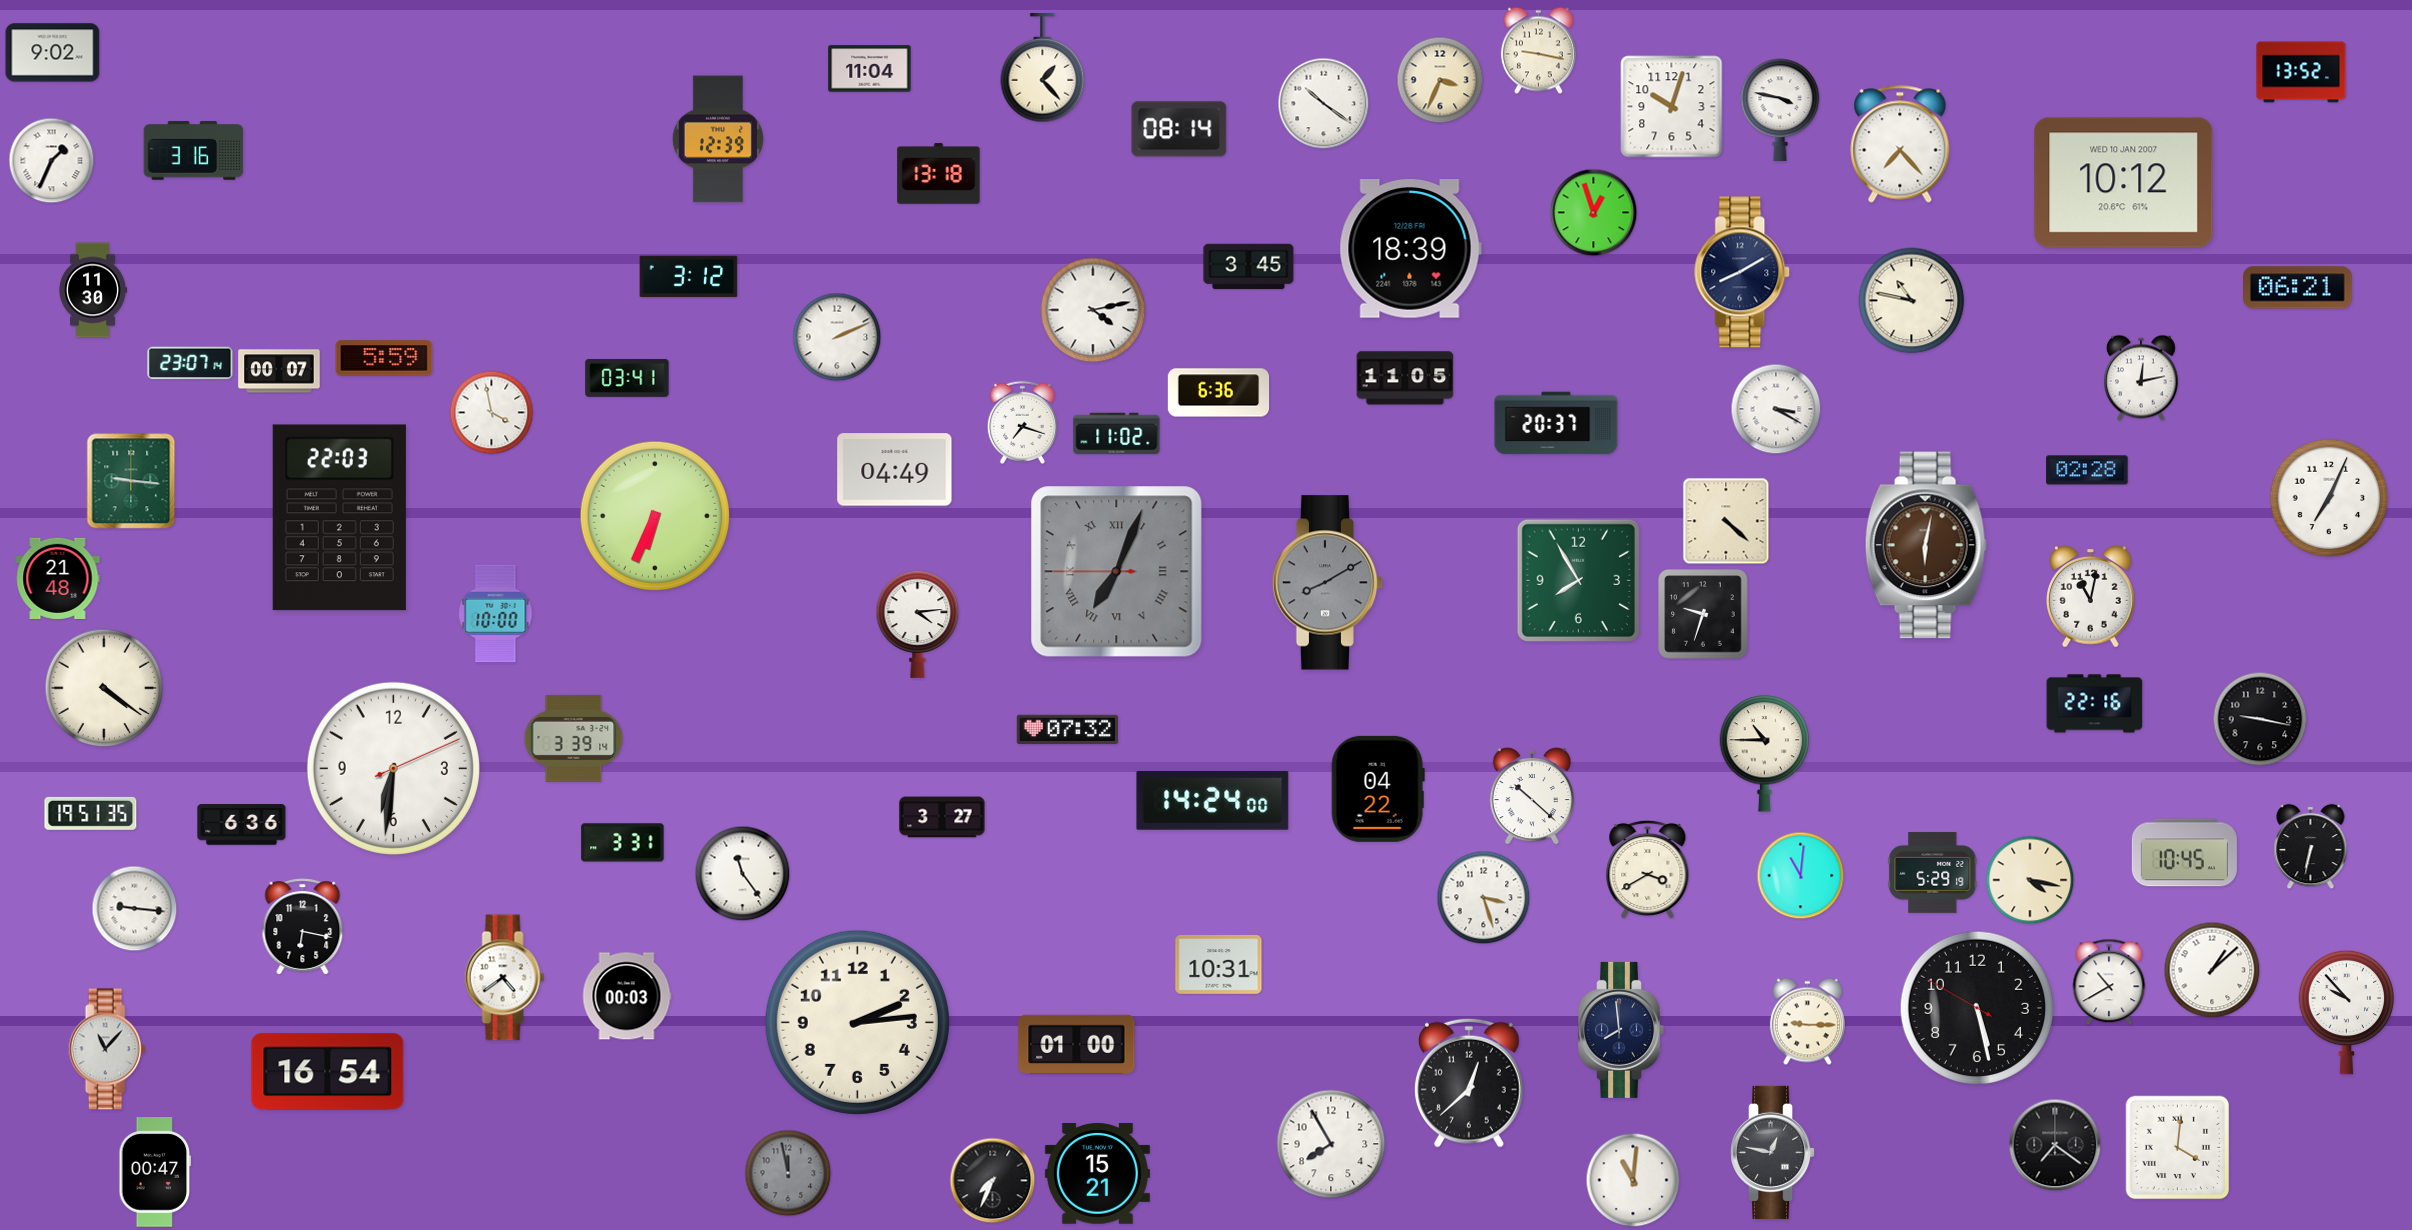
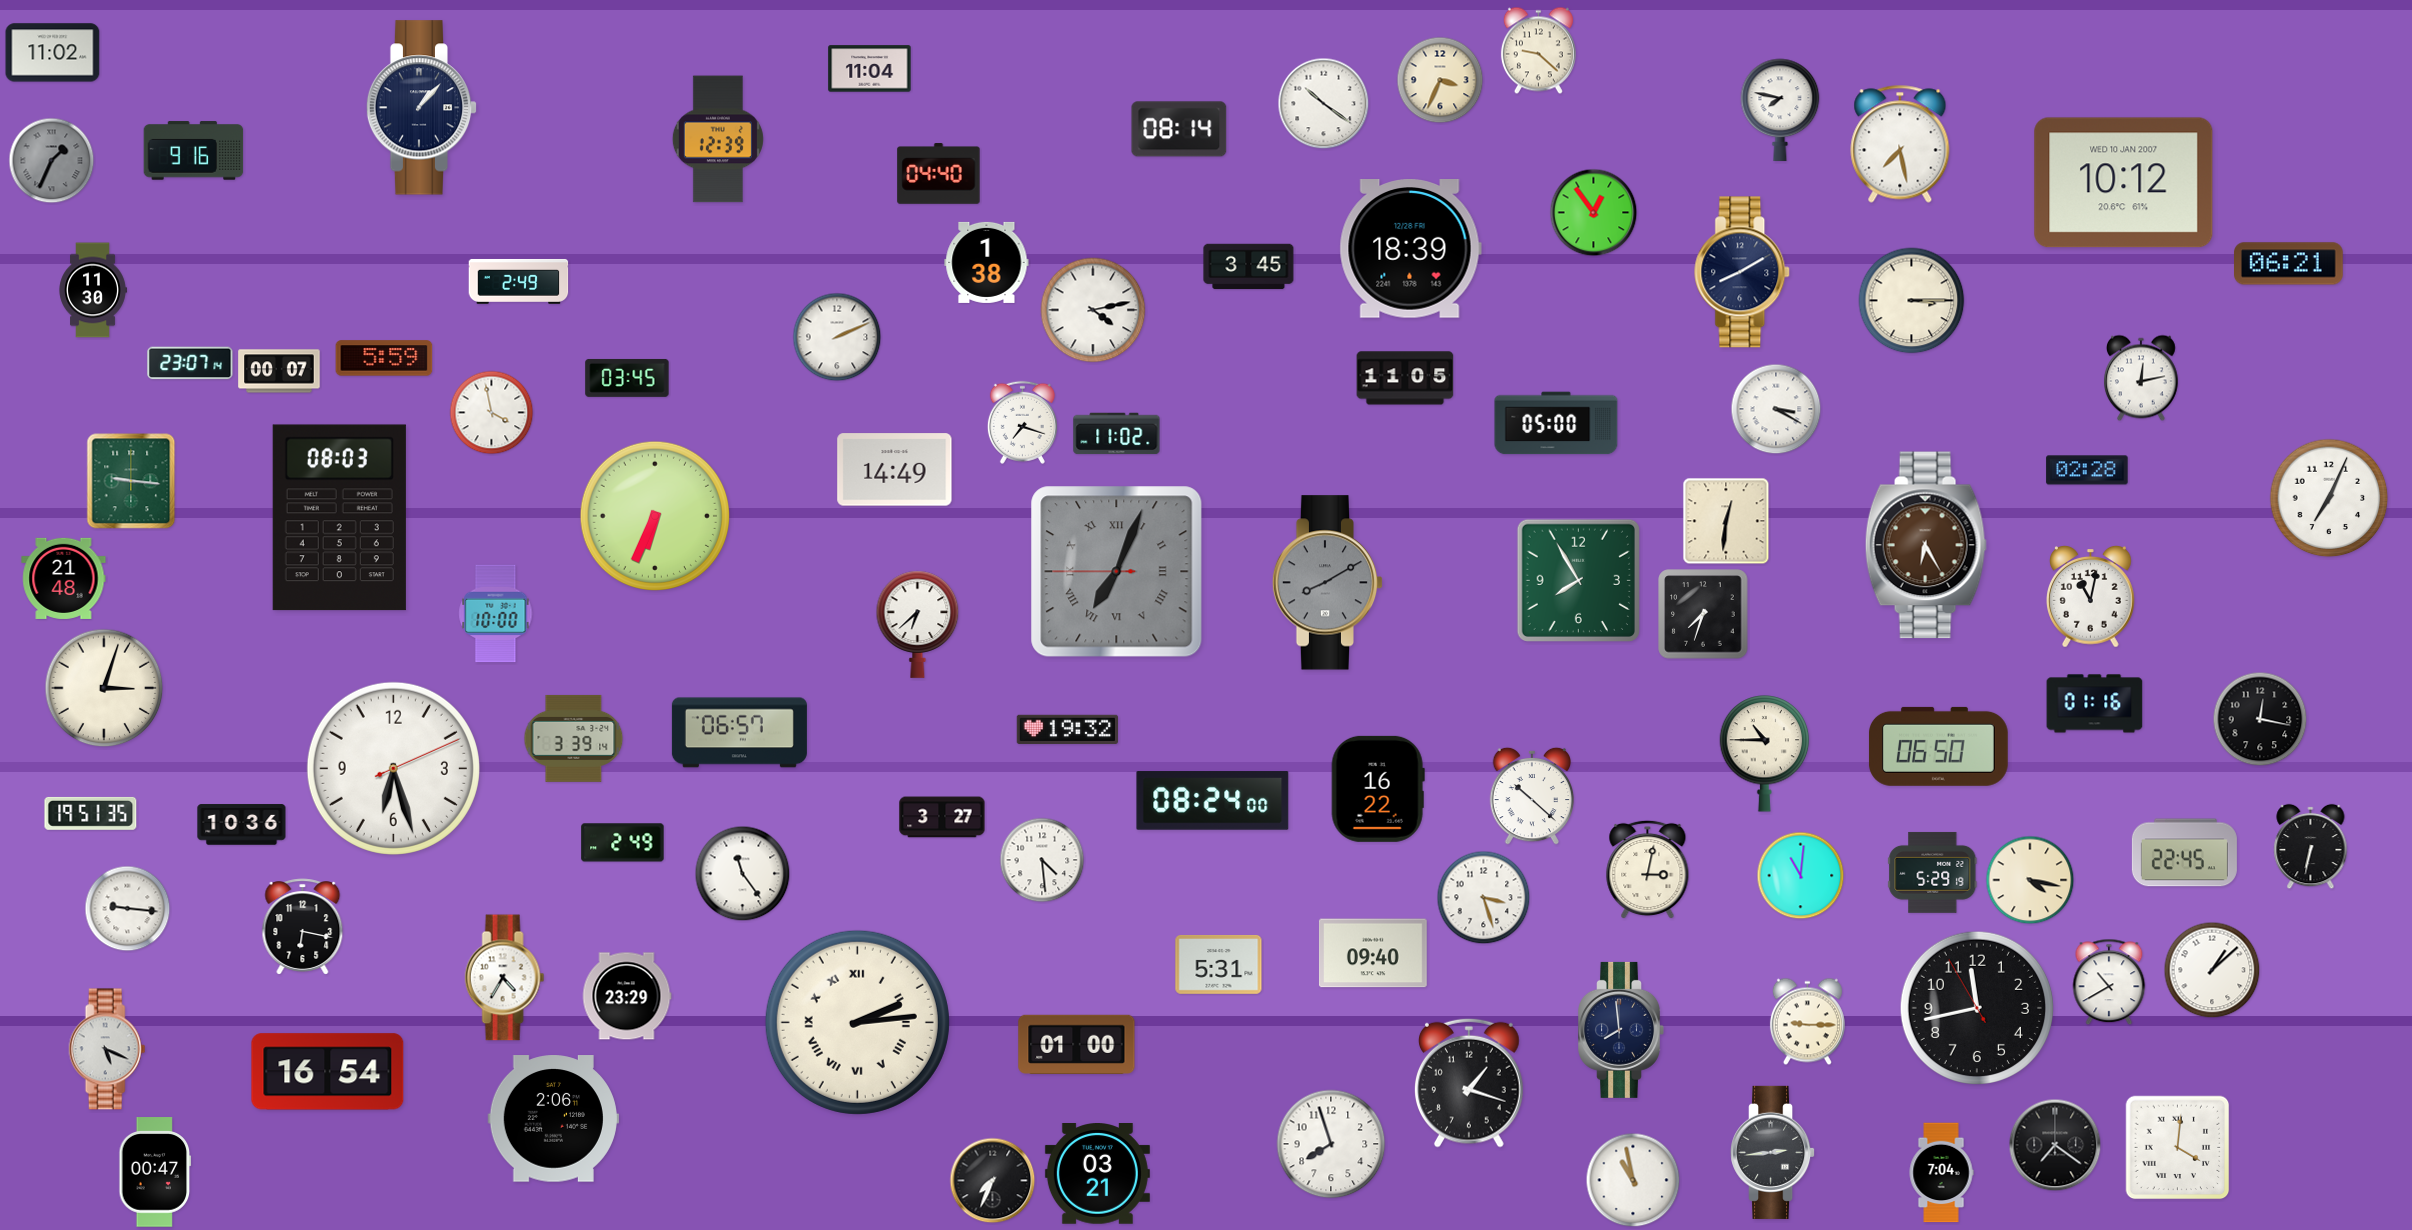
clock at (1538, 51): 9:17 -> 9:22
clock at (53, 53): 9:02 -> 11:02
clock at (1043, 68): 1:23 -> none
clock at (2301, 72): 13:52 -> none
clock at (1672, 107): 10:03 -> none
clock at (422, 108): none -> 1:07
clock at (1780, 110): 3:47 -> 7:47
clock at (1900, 144): 7:23 -> 7:28
clock at (194, 151): 3:16 -> 9:16
clock at (52, 161) dial: white -> grey
clock at (939, 174): 13:18 -> 04:40
clock at (1594, 213): 12:57 -> 12:54
clock at (987, 262): none -> 1:38
clock at (689, 277): 3:12 -> none
clock at (519, 282): none -> 2:49
clock at (2298, 288) position: (2298, 288) -> (2289, 264)
clock at (1912, 301): 10:47 -> 3:15
clock at (627, 378): 03:41 -> 03:45
clock at (1219, 393): 6:36 -> none
clock at (1556, 423): 20:37 -> 05:00
clock at (895, 470): 04:49 -> 14:49
clock at (339, 518): 22:03 -> 08:03
clock at (1726, 521): 4:22 -> 12:31
clock at (1926, 545): 6:02 -> 6:25
clock at (58, 578) position: (58, 578) -> (64, 578)
clock at (1703, 614): 9:33 -> 7:33
clock at (918, 624): 4:14 -> 6:38
clock at (104, 688): 4:21 -> 3:03
clock at (2095, 704): 22:16 -> 01:16
clock at (2260, 719): 9:17 -> 12:17
clock at (1067, 729): 07:32 -> 19:32
clock at (739, 733): none -> 06:57
clock at (1938, 746): none -> 06:50
clock at (393, 768): 6:31 -> 6:27
clock at (1378, 789): 04:22 -> 16:22
clock at (1213, 801): 14:24 -> 08:24
clock at (242, 825): 6:36 -> 10:36
clock at (623, 843): 3:31 -> 2:49
clock at (2184, 853): 10:45 -> 22:45
clock at (1042, 860): none -> 4:29
clock at (1648, 870): 3:40 -> 3:02
clock at (135, 909) position: (135, 909) -> (128, 909)
clock at (1373, 953): none -> 09:40
clock at (1219, 964): 10:31 -> 5:31
clock at (505, 978): 4:39 -> 4:35
clock at (627, 996): 00:03 -> 23:29
clock at (1976, 1007): 5:27 -> 11:42
clock at (2347, 1012): 9:53 -> none
clock at (857, 1022) numerals: Arabic -> Roman
clock at (107, 1049): 11:07 -> 5:19
clock at (1469, 1083): 12:38 -> 1:18
clock at (553, 1119): none -> 2:06
clock at (1331, 1144): 7:55 -> 7:57
clock at (1774, 1152): 12:47 -> 2:44
clock at (788, 1173): 11:58 -> none
clock at (1941, 1173): none -> 7:04
clock at (1097, 1174): 15:21 -> 03:21
clock at (1633, 1180): 11:01 -> 10:58
